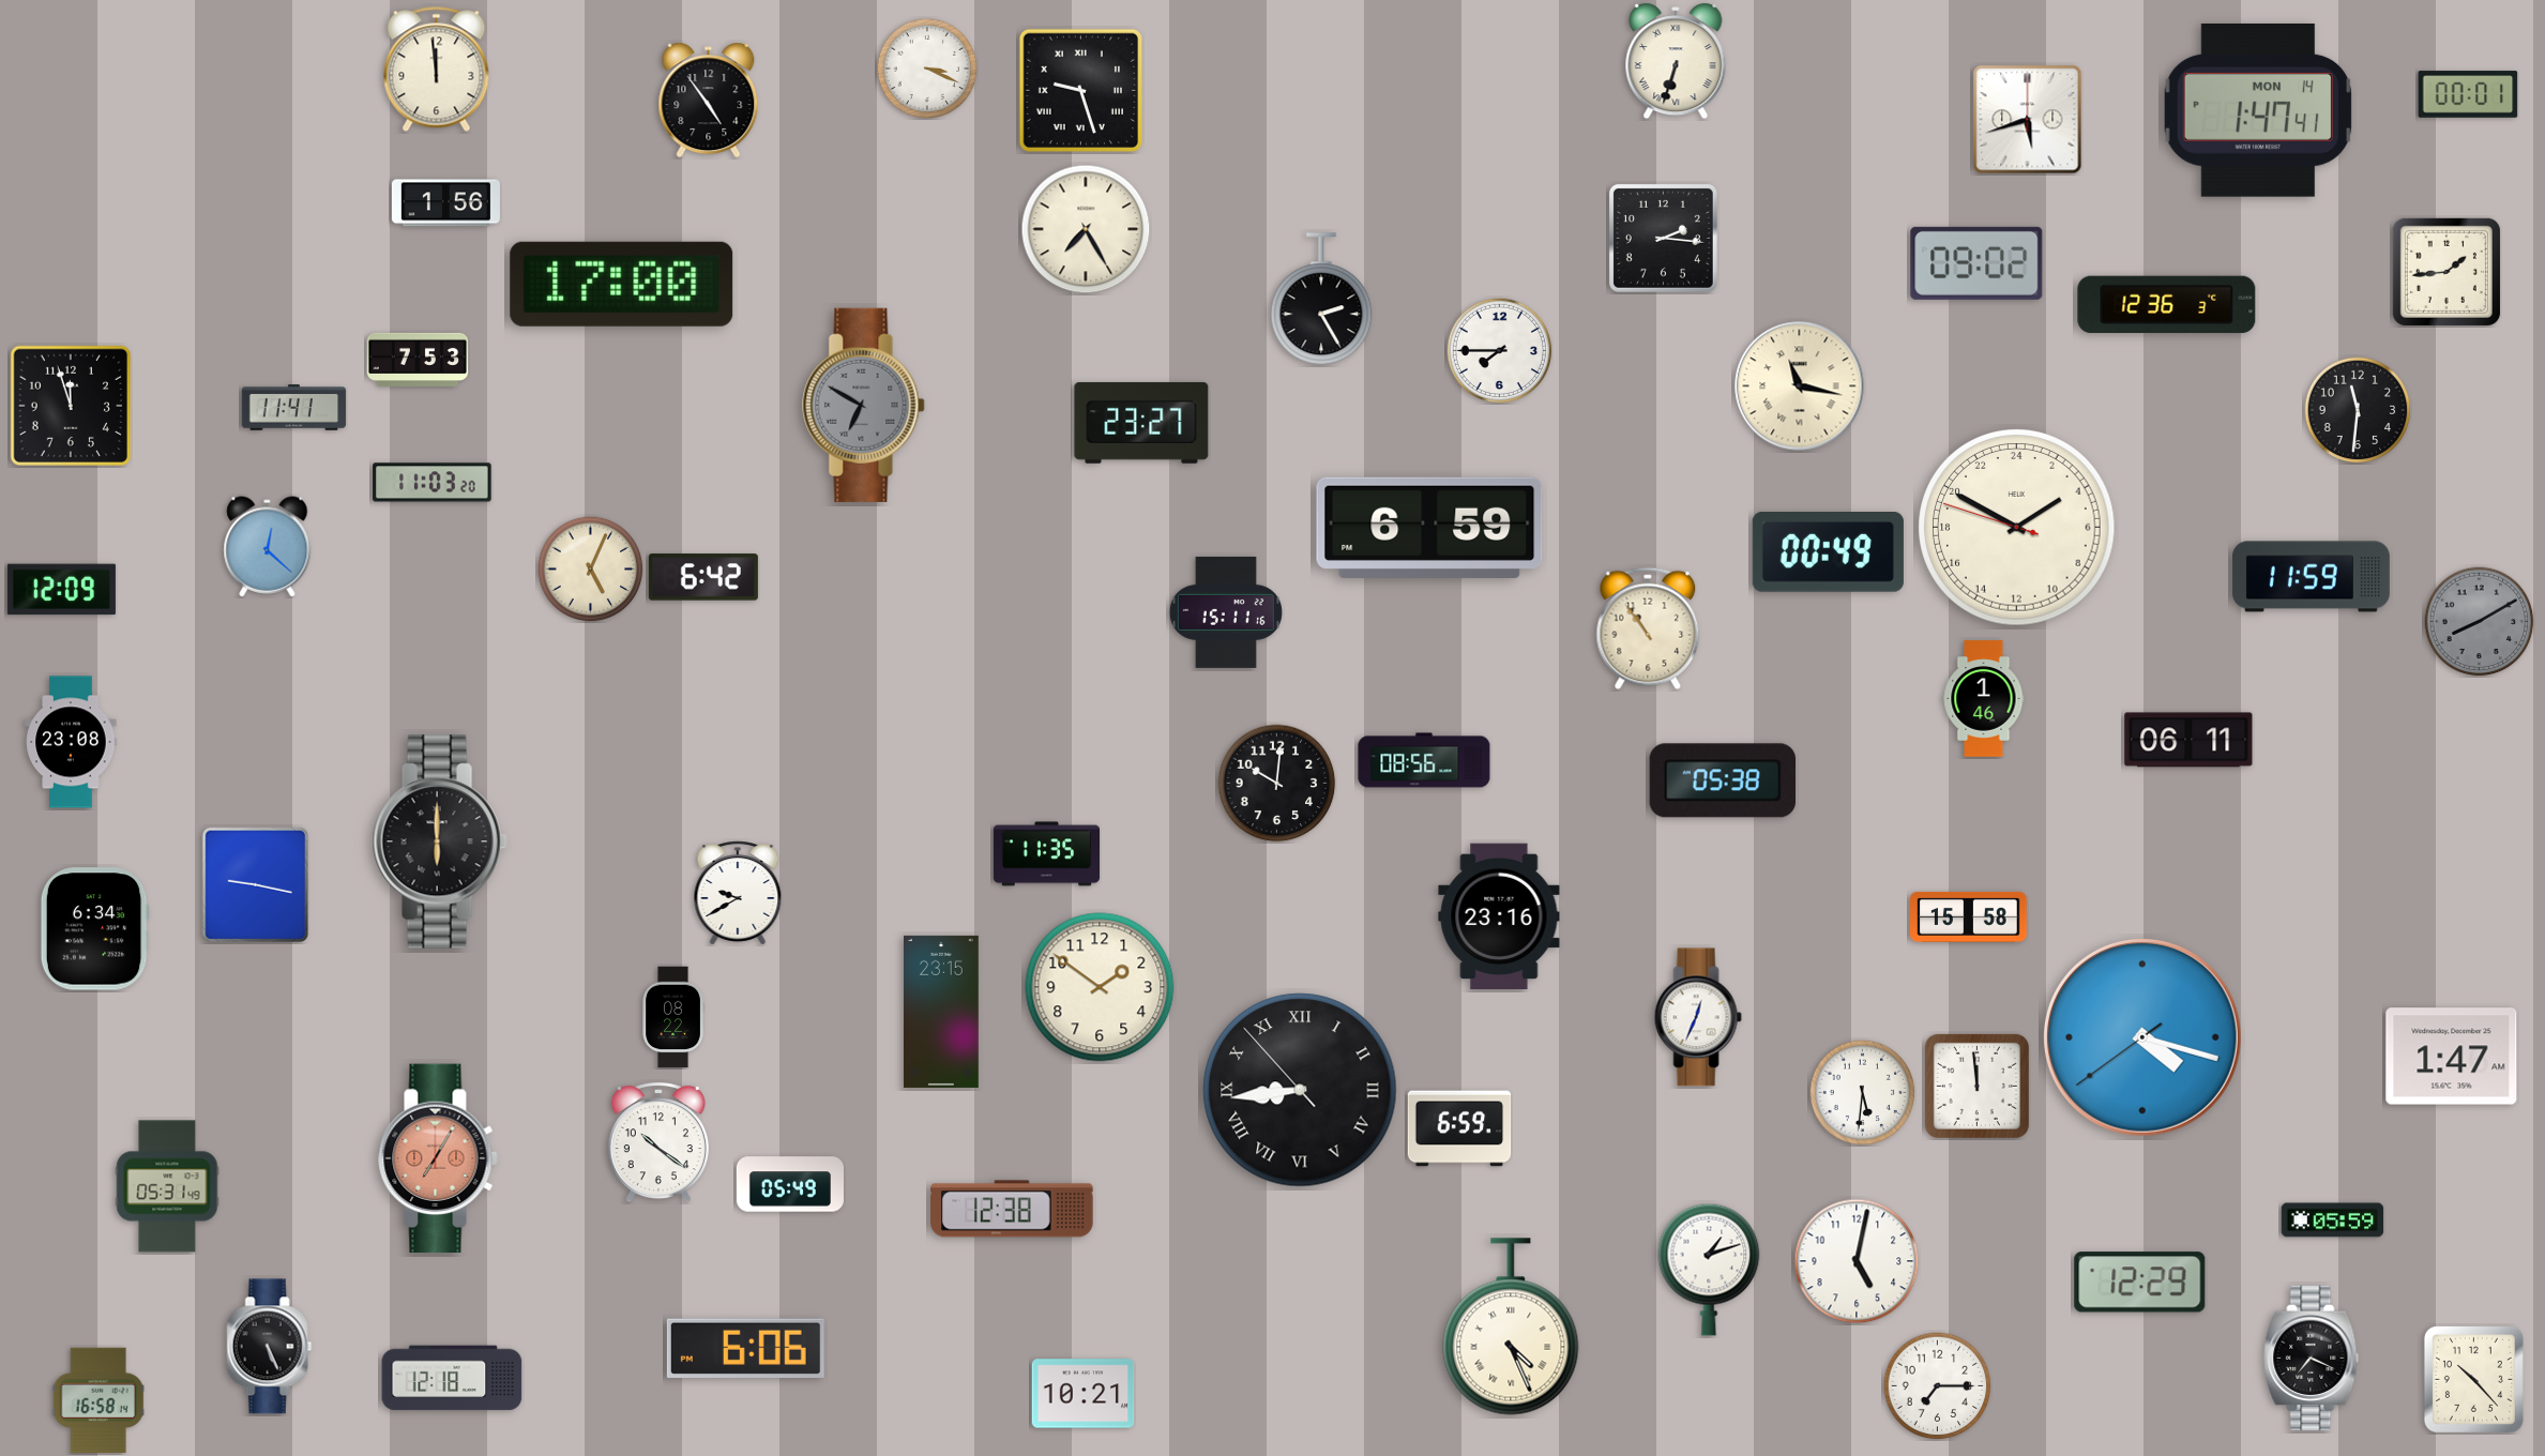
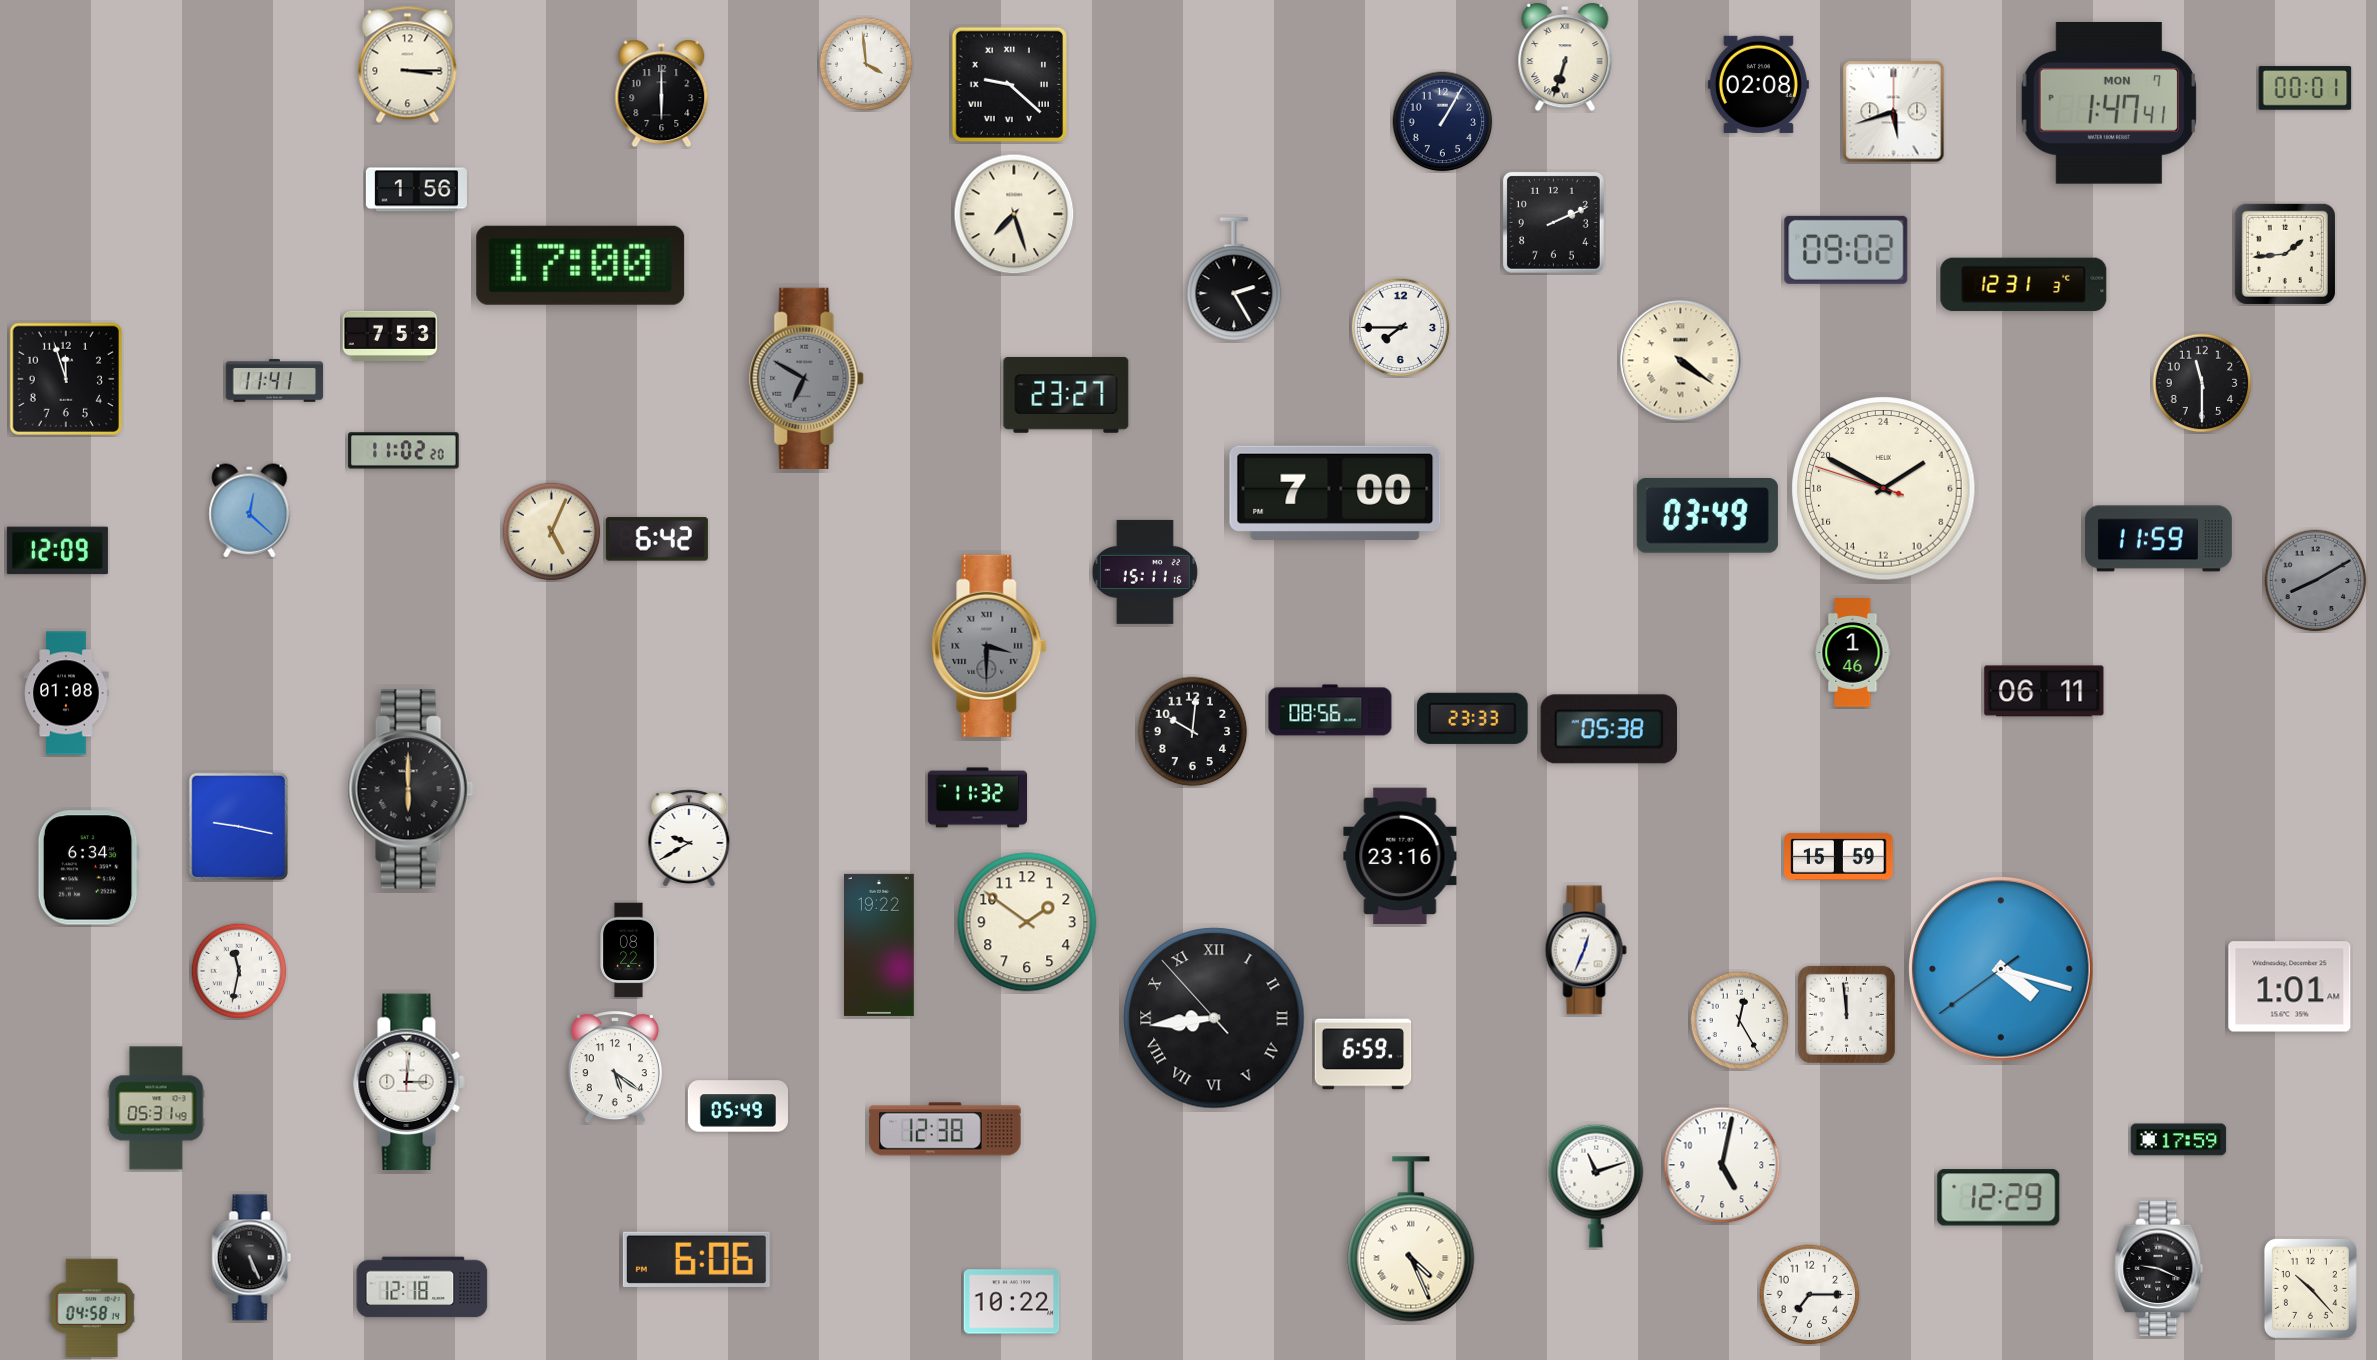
clock at (437, 69): 11:59 -> 3:15
clock at (927, 69): 3:19 -> 3:59
clock at (1080, 90): 9:27 -> 9:22
clock at (1758, 84): none -> 02:08
clock at (709, 101): 4:54 -> 6:00
clock at (2258, 110) date: MON 14 -> MON 7
clock at (1443, 122): none -> 1:05
clock at (1086, 229): 7:25 -> 7:27
clock at (1663, 238): 2:16 -> 2:11
clock at (1976, 263) position: (1976, 263) -> (1846, 250)
clock at (2167, 305): 12:36 -> 12:31
clock at (1800, 386): 11:17 -> 4:21
clock at (2358, 410): 11:31 -> 11:30
clock at (433, 483): 11:03 -> 11:02
clock at (1429, 528): 6:59 -> 7:00
clock at (2017, 528) position: (2017, 528) -> (1884, 489)
clock at (1828, 552): 00:49 -> 03:49
clock at (1648, 628): 10:54 -> none
clock at (989, 646): none -> 3:30
clock at (71, 742): 23:08 -> 01:08
clock at (1473, 718): none -> 23:33
clock at (440, 841) position: (440, 841) -> (411, 789)
clock at (1046, 854): 11:35 -> 11:32
clock at (738, 893) position: (738, 893) -> (689, 838)
clock at (1969, 916): 15:58 -> 15:59
clock at (942, 1012): 23:15 -> 19:22
clock at (239, 971): none -> 11:32
clock at (2452, 1057): 1:47 -> 1:01
clock at (1863, 1093): 5:31 -> 12:25
clock at (658, 1143): 10:21 -> 5:21
clock at (438, 1158): 7:05 -> 3:01
clock at (438, 1158) dial: salmon -> white
clock at (2333, 1220): 05:59 -> 17:59
clock at (1857, 1261) position: (1857, 1261) -> (1722, 1165)
clock at (1709, 1270): 1:12 -> 11:12
clock at (2312, 1359): 7:19 -> 9:19
clock at (1084, 1394): 10:21 -> 10:22
clock at (99, 1399): 16:58 -> 04:58
